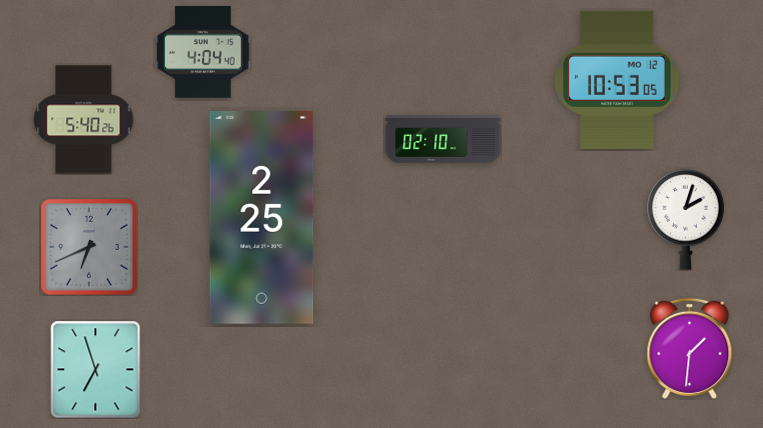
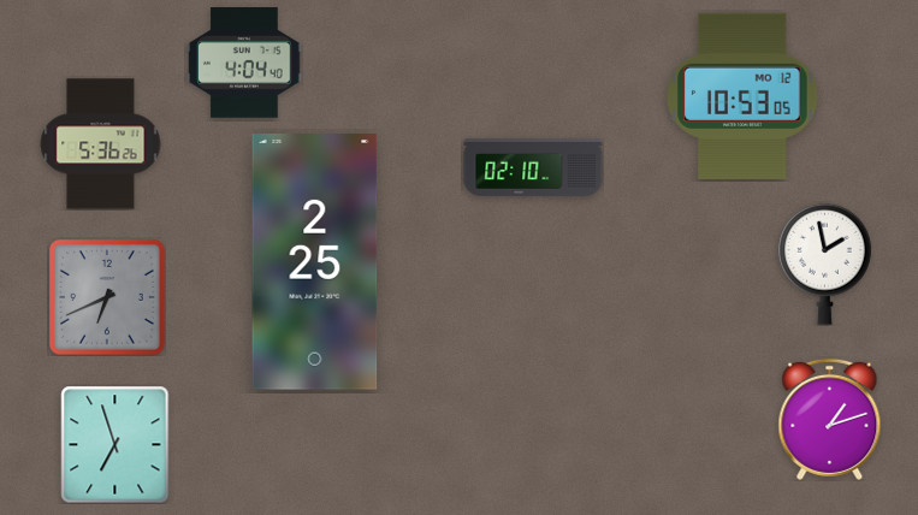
clock at (84, 120): 5:40 -> 5:36
clock at (685, 219): 2:03 -> 1:58
clock at (690, 348): 1:31 -> 1:12
